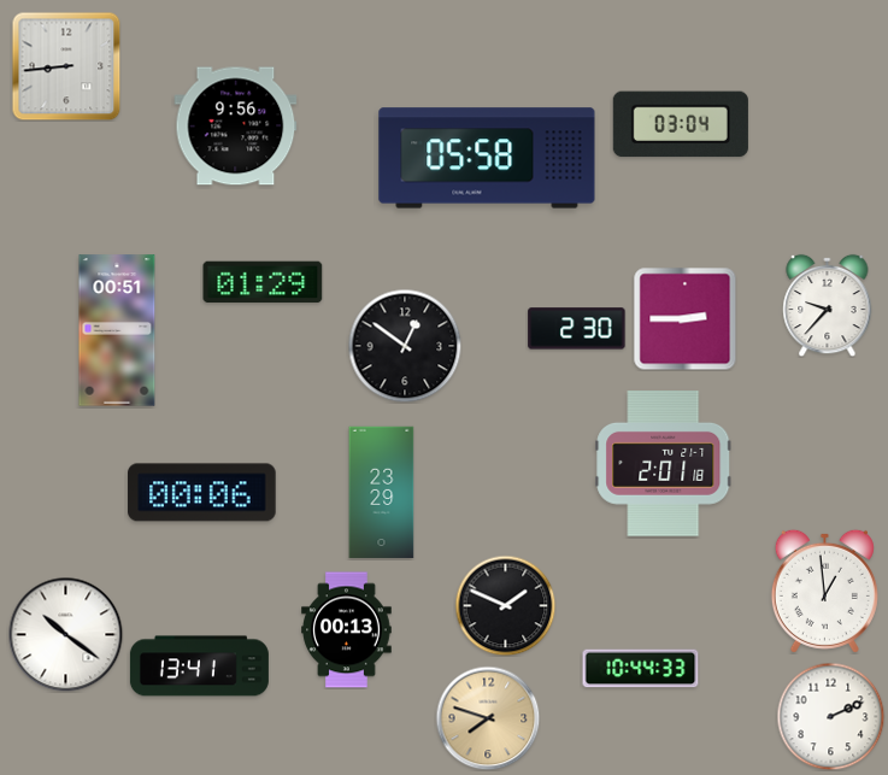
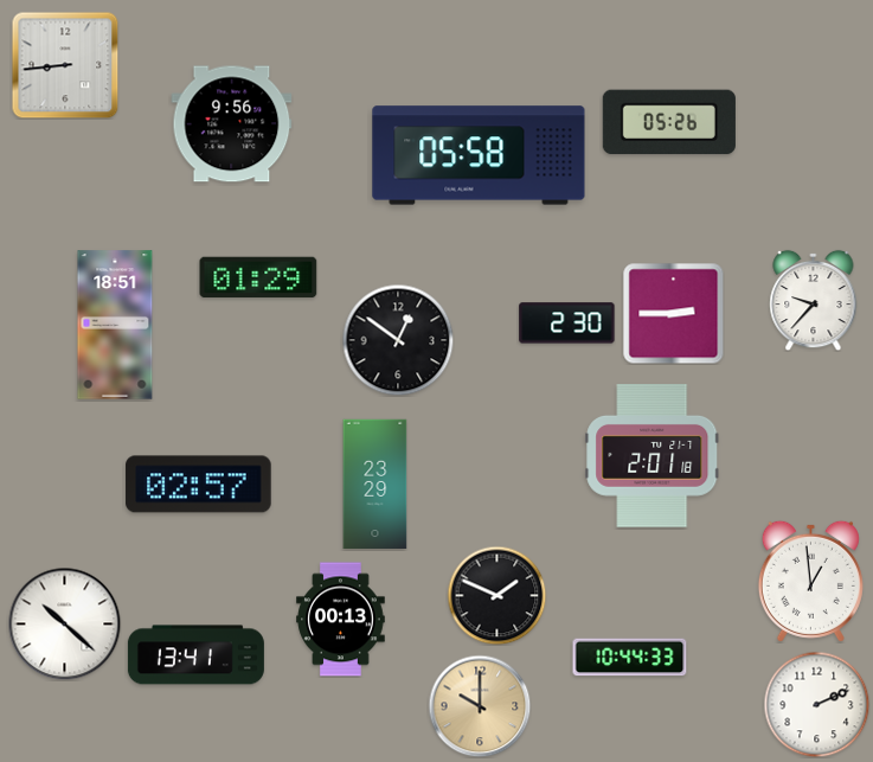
clock at (681, 124): 03:04 -> 05:26
clock at (117, 330): 00:51 -> 18:51
clock at (202, 493): 00:06 -> 02:57
clock at (65, 634): 10:21 -> 10:22
clock at (488, 718): 7:48 -> 10:00
